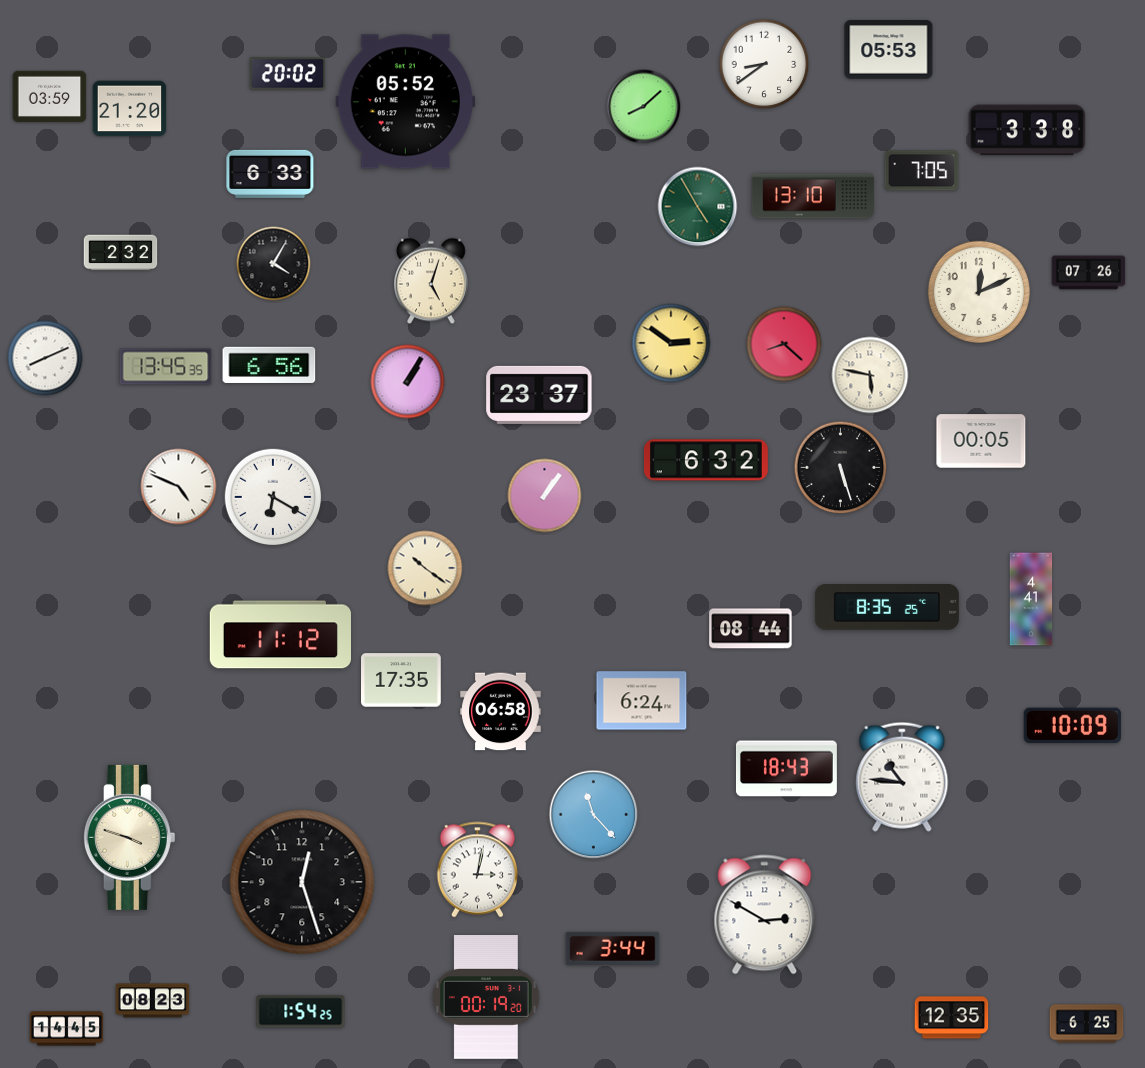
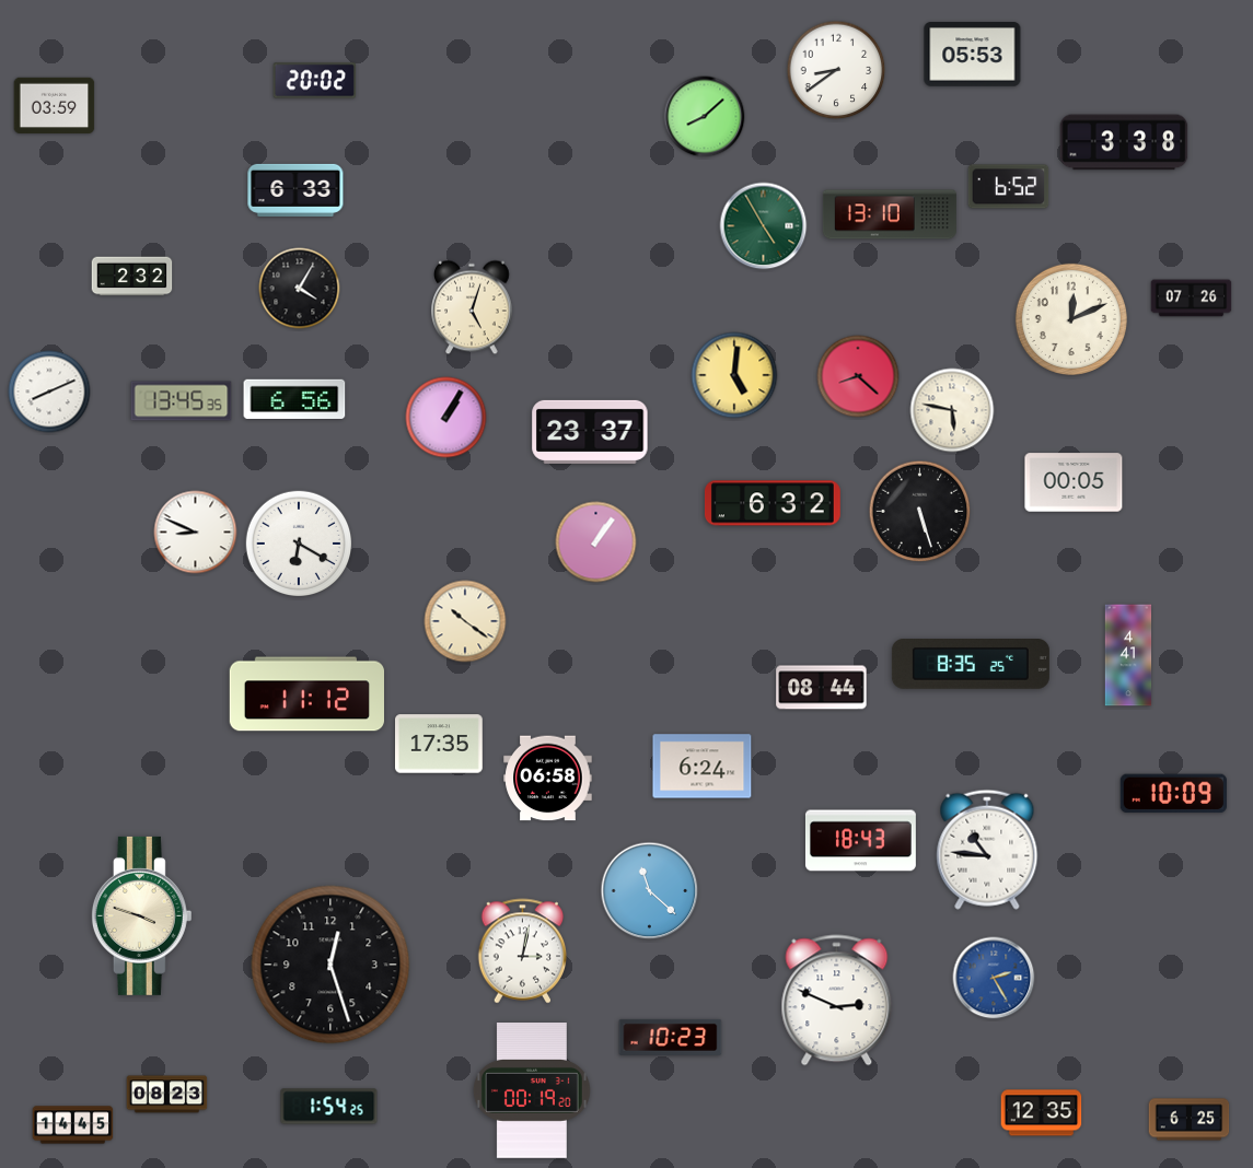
clock at (406, 102): 05:52 -> none
clock at (130, 109): 21:20 -> none
clock at (922, 171): 7:05 -> 6:52
clock at (671, 343): 2:51 -> 5:01
clock at (179, 487): 4:49 -> 8:49
clock at (594, 815): 11:23 -> 11:22
clock at (994, 978): none -> 2:25
clock at (765, 915): 2:50 -> 2:49
clock at (613, 948): 3:44 -> 10:23
